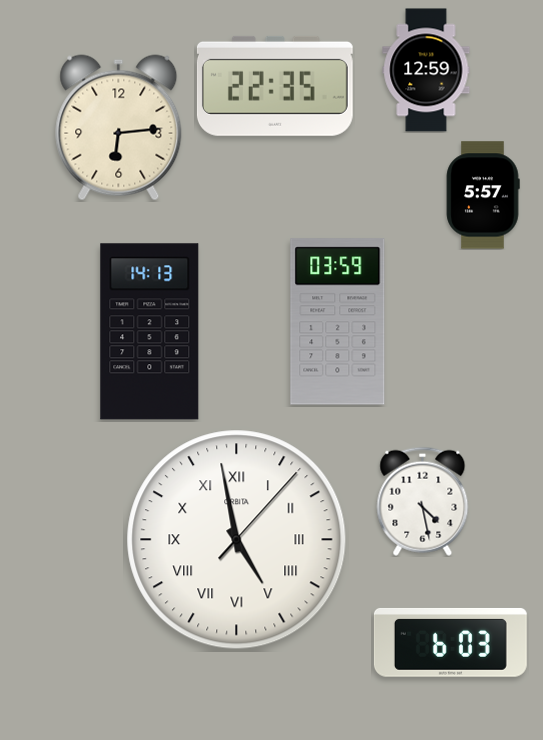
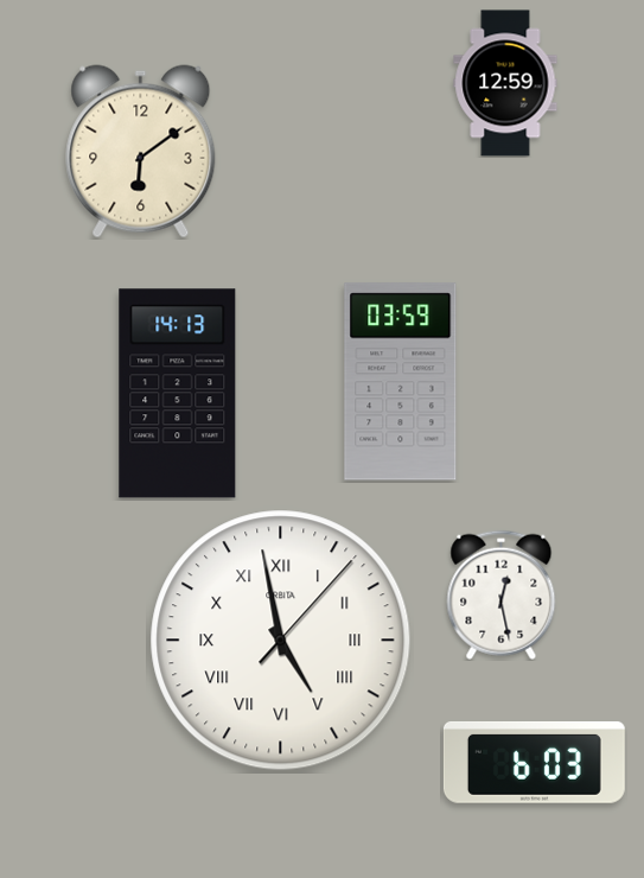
clock at (275, 86): 22:35 -> none
clock at (119, 128): 6:14 -> 6:09
clock at (483, 195): 5:57 -> none
clock at (423, 501): 4:28 -> 12:28
